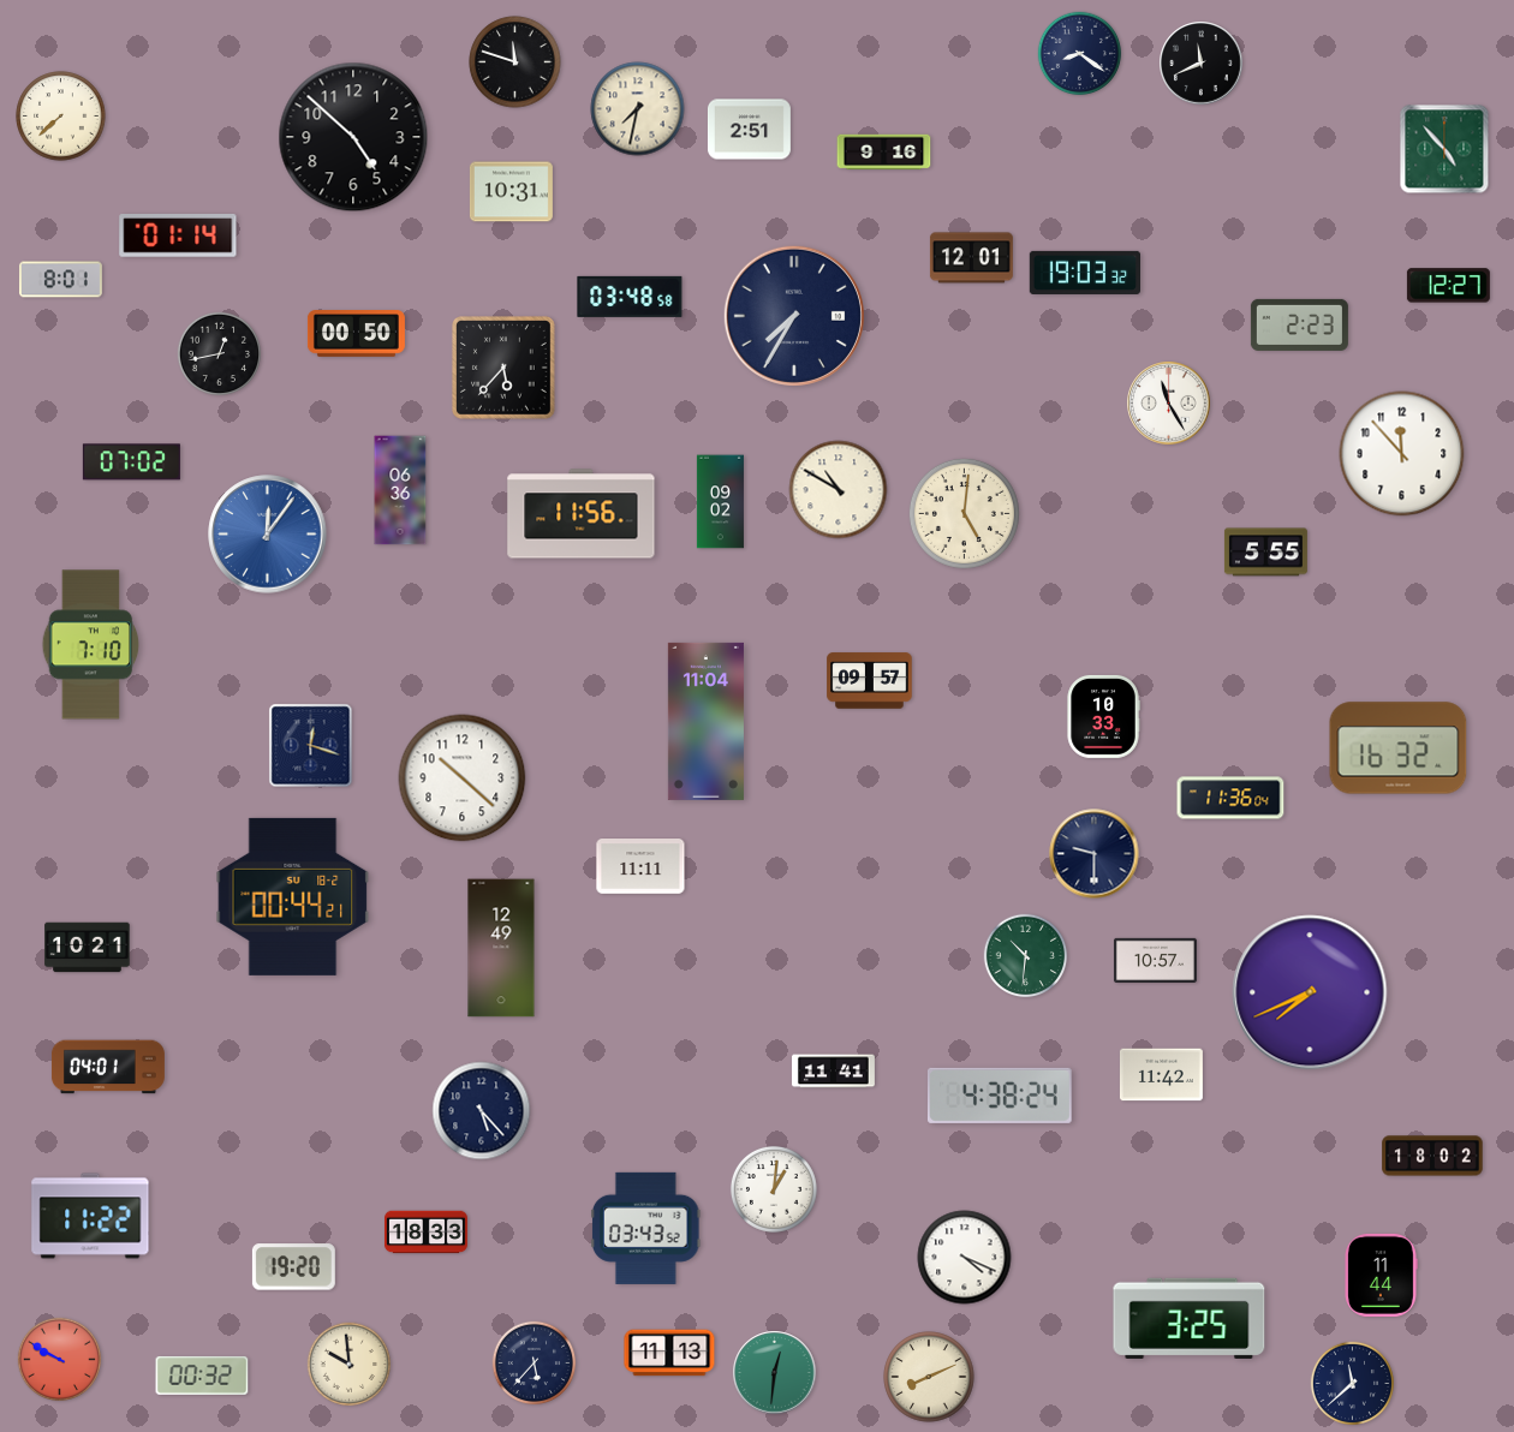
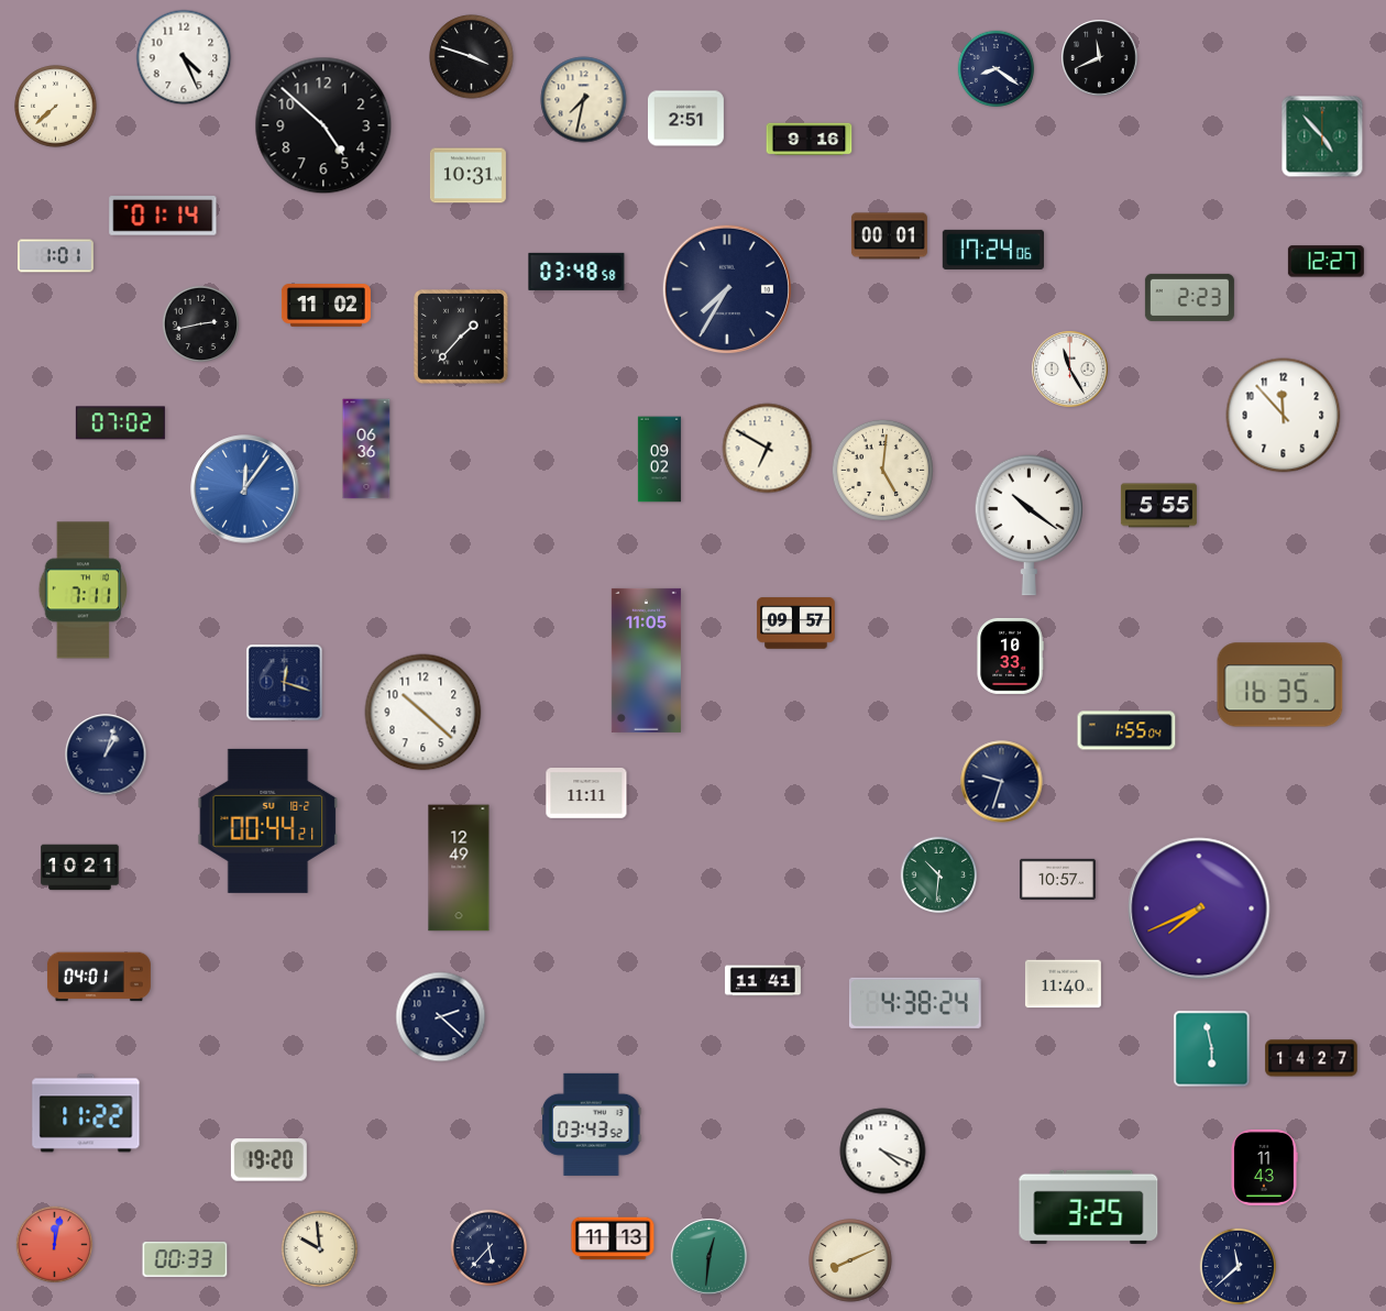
clock at (1080, 54) position: (1080, 54) -> (997, 69)
clock at (184, 57): none -> 4:26
clock at (515, 62): 11:48 -> 3:48
clock at (971, 258): 12:01 -> 00:01
clock at (1084, 273): 19:03 -> 17:24
clock at (60, 280): 8:01 -> 1:01
clock at (356, 334): 00:50 -> 11:02
clock at (220, 354): 12:43 -> 2:43
clock at (505, 369): 5:37 -> 1:37
clock at (839, 490): 10:50 -> 6:50
clock at (582, 514): 11:56 -> none
clock at (1030, 525): none -> 10:21
clock at (91, 645): 7:10 -> 7:11
clock at (705, 721): 11:04 -> 11:05
clock at (1399, 748): 16:32 -> 16:35
clock at (1230, 798): 11:36 -> 1:55
clock at (106, 754): none -> 1:03
clock at (1095, 854): 9:30 -> 9:33
clock at (1161, 1075): 11:42 -> 11:40
clock at (482, 1111): 5:23 -> 2:22
clock at (1212, 1049): none -> 5:58
clock at (1432, 1156): 18:02 -> 14:27
clock at (774, 1189): 1:01 -> none
clock at (90, 1216) position: (90, 1216) -> (86, 1113)
clock at (425, 1233): 18:33 -> none
clock at (1381, 1275): 11:44 -> 11:43
clock at (60, 1360): 9:50 -> 12:02
clock at (202, 1376): 00:32 -> 00:33
